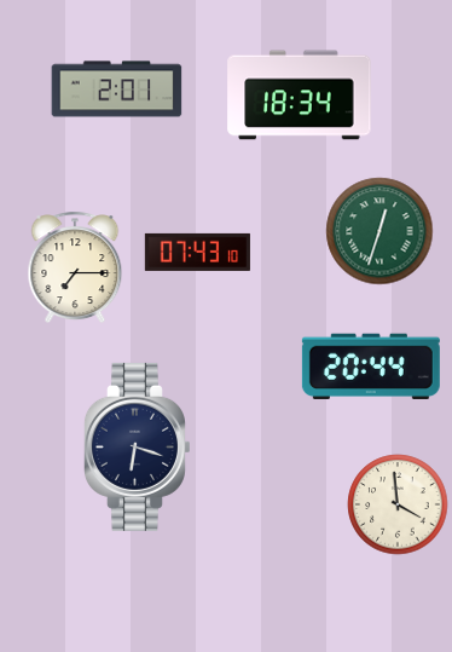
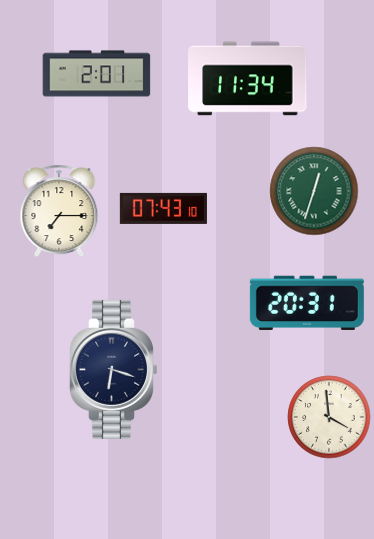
clock at (300, 96): 18:34 -> 11:34
clock at (75, 267) position: (75, 267) -> (59, 211)
clock at (371, 367): 20:44 -> 20:31
